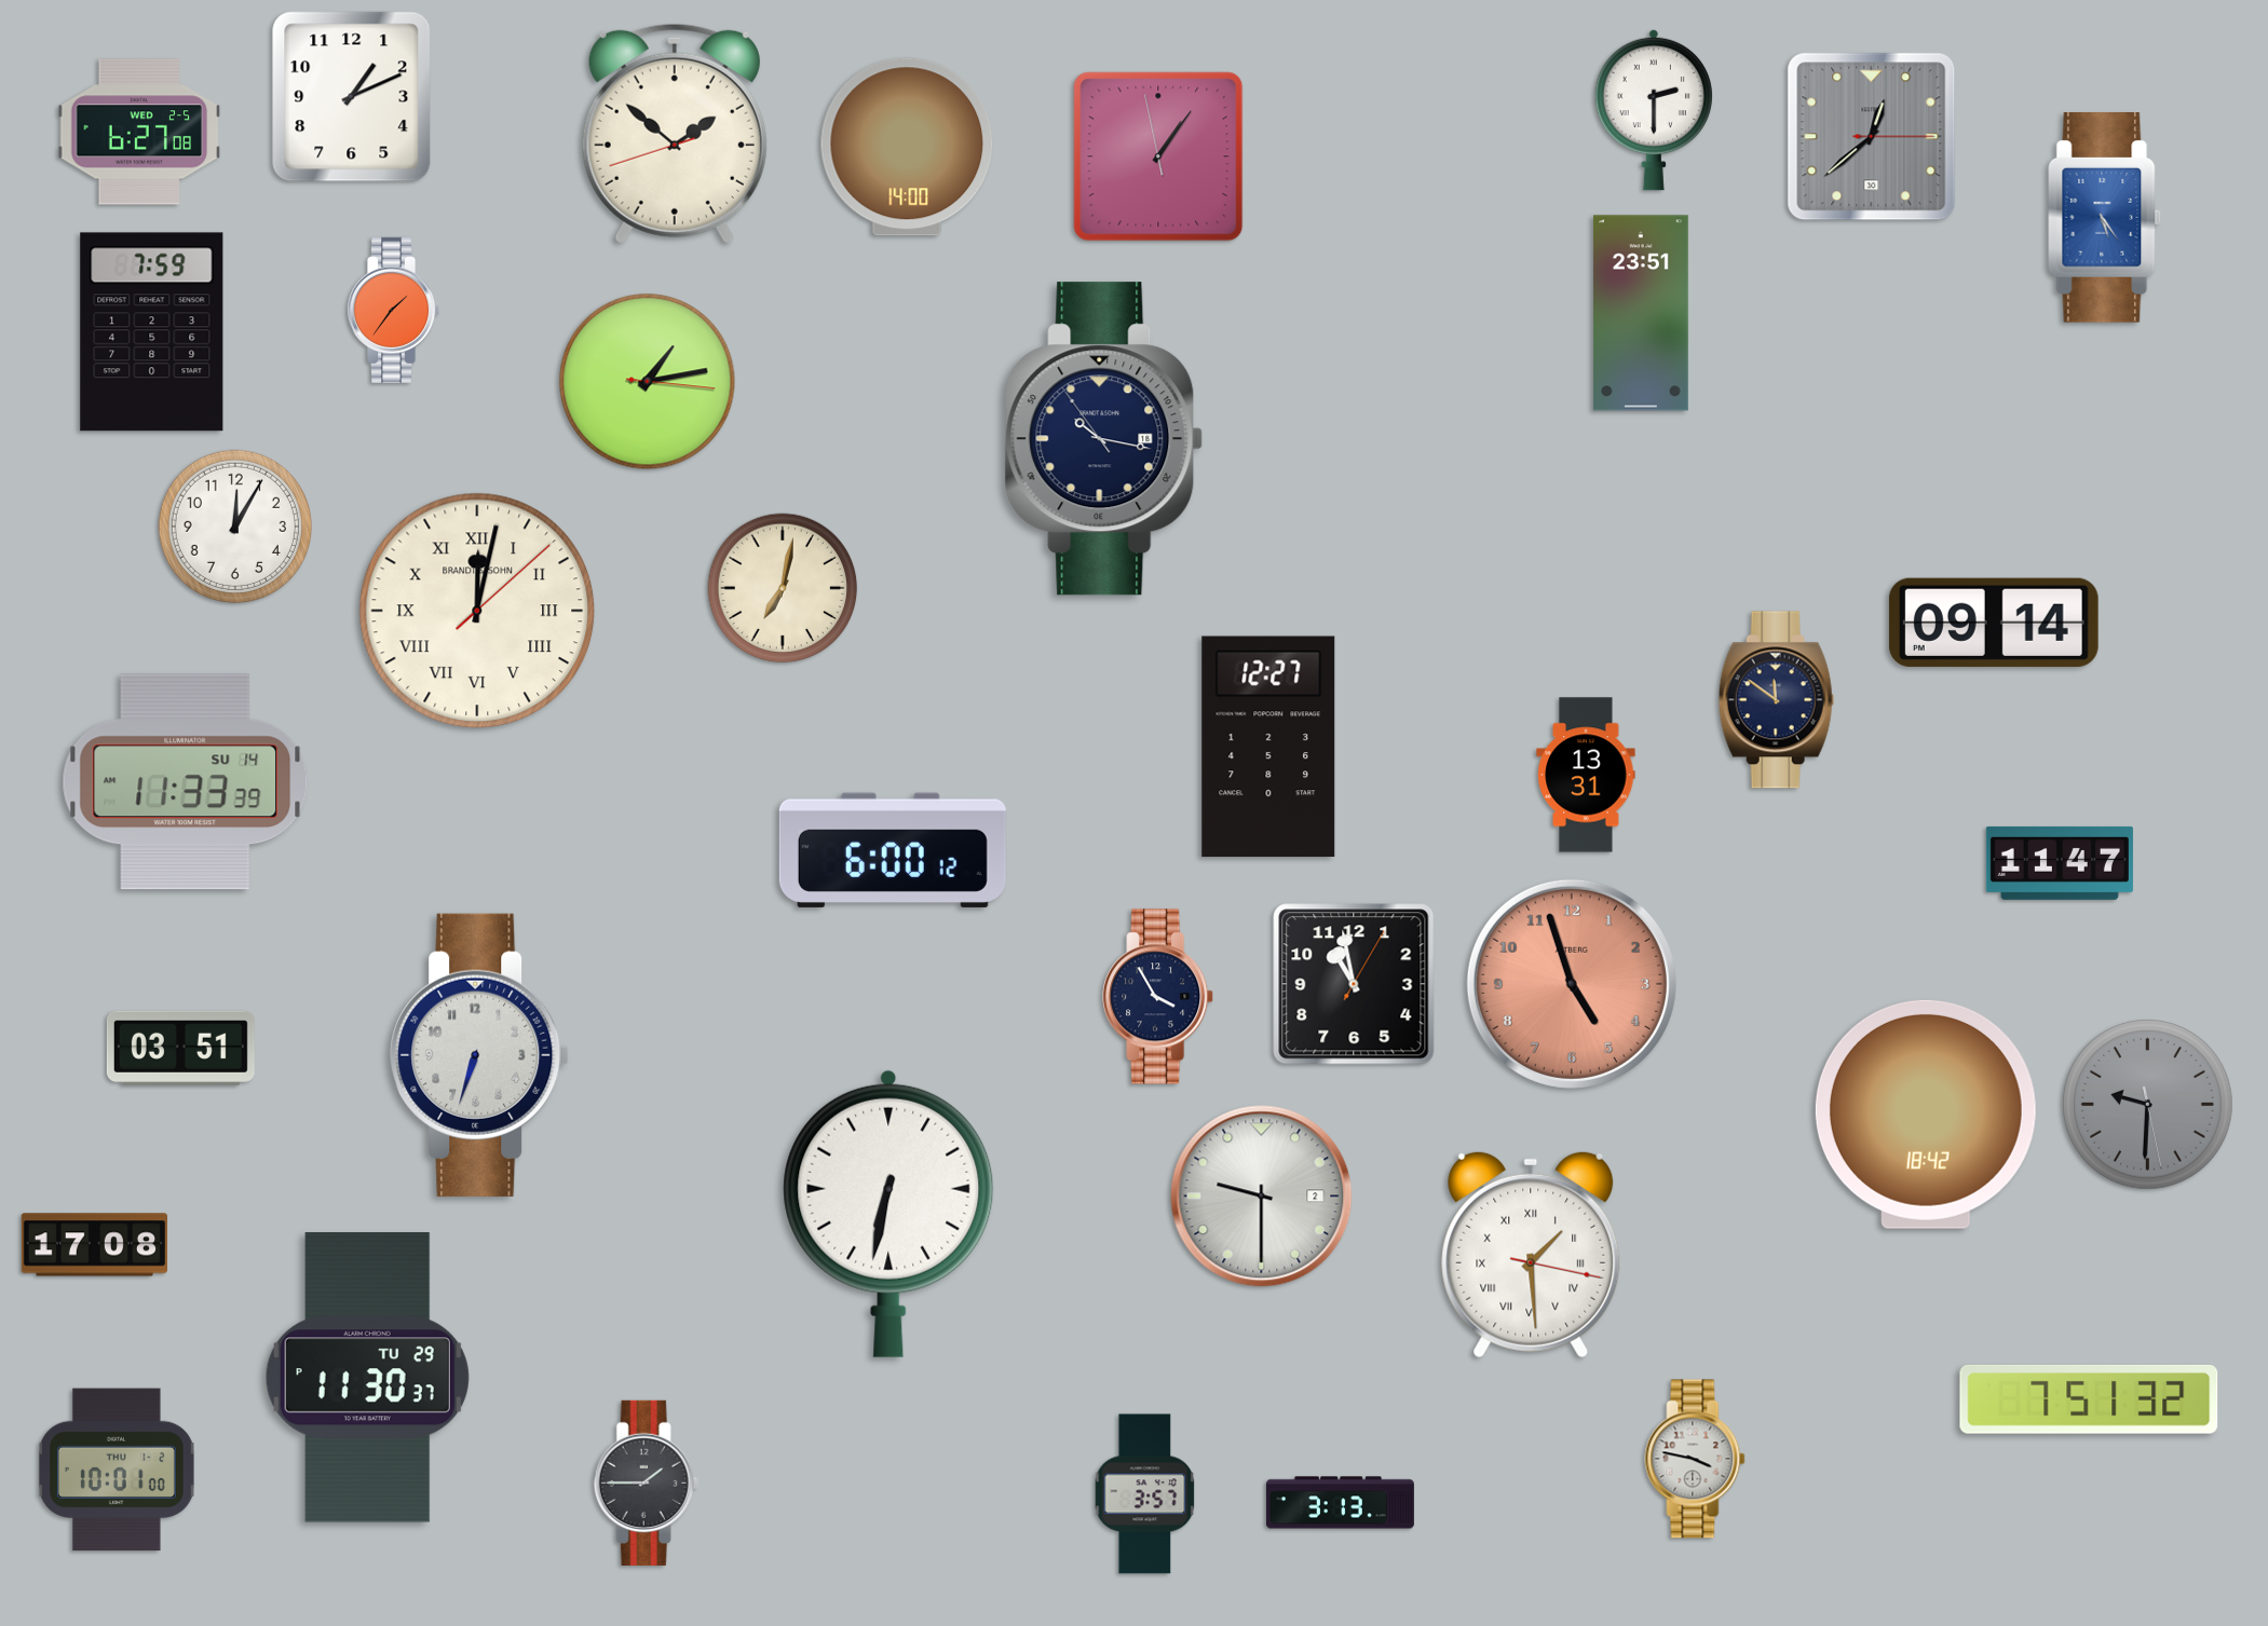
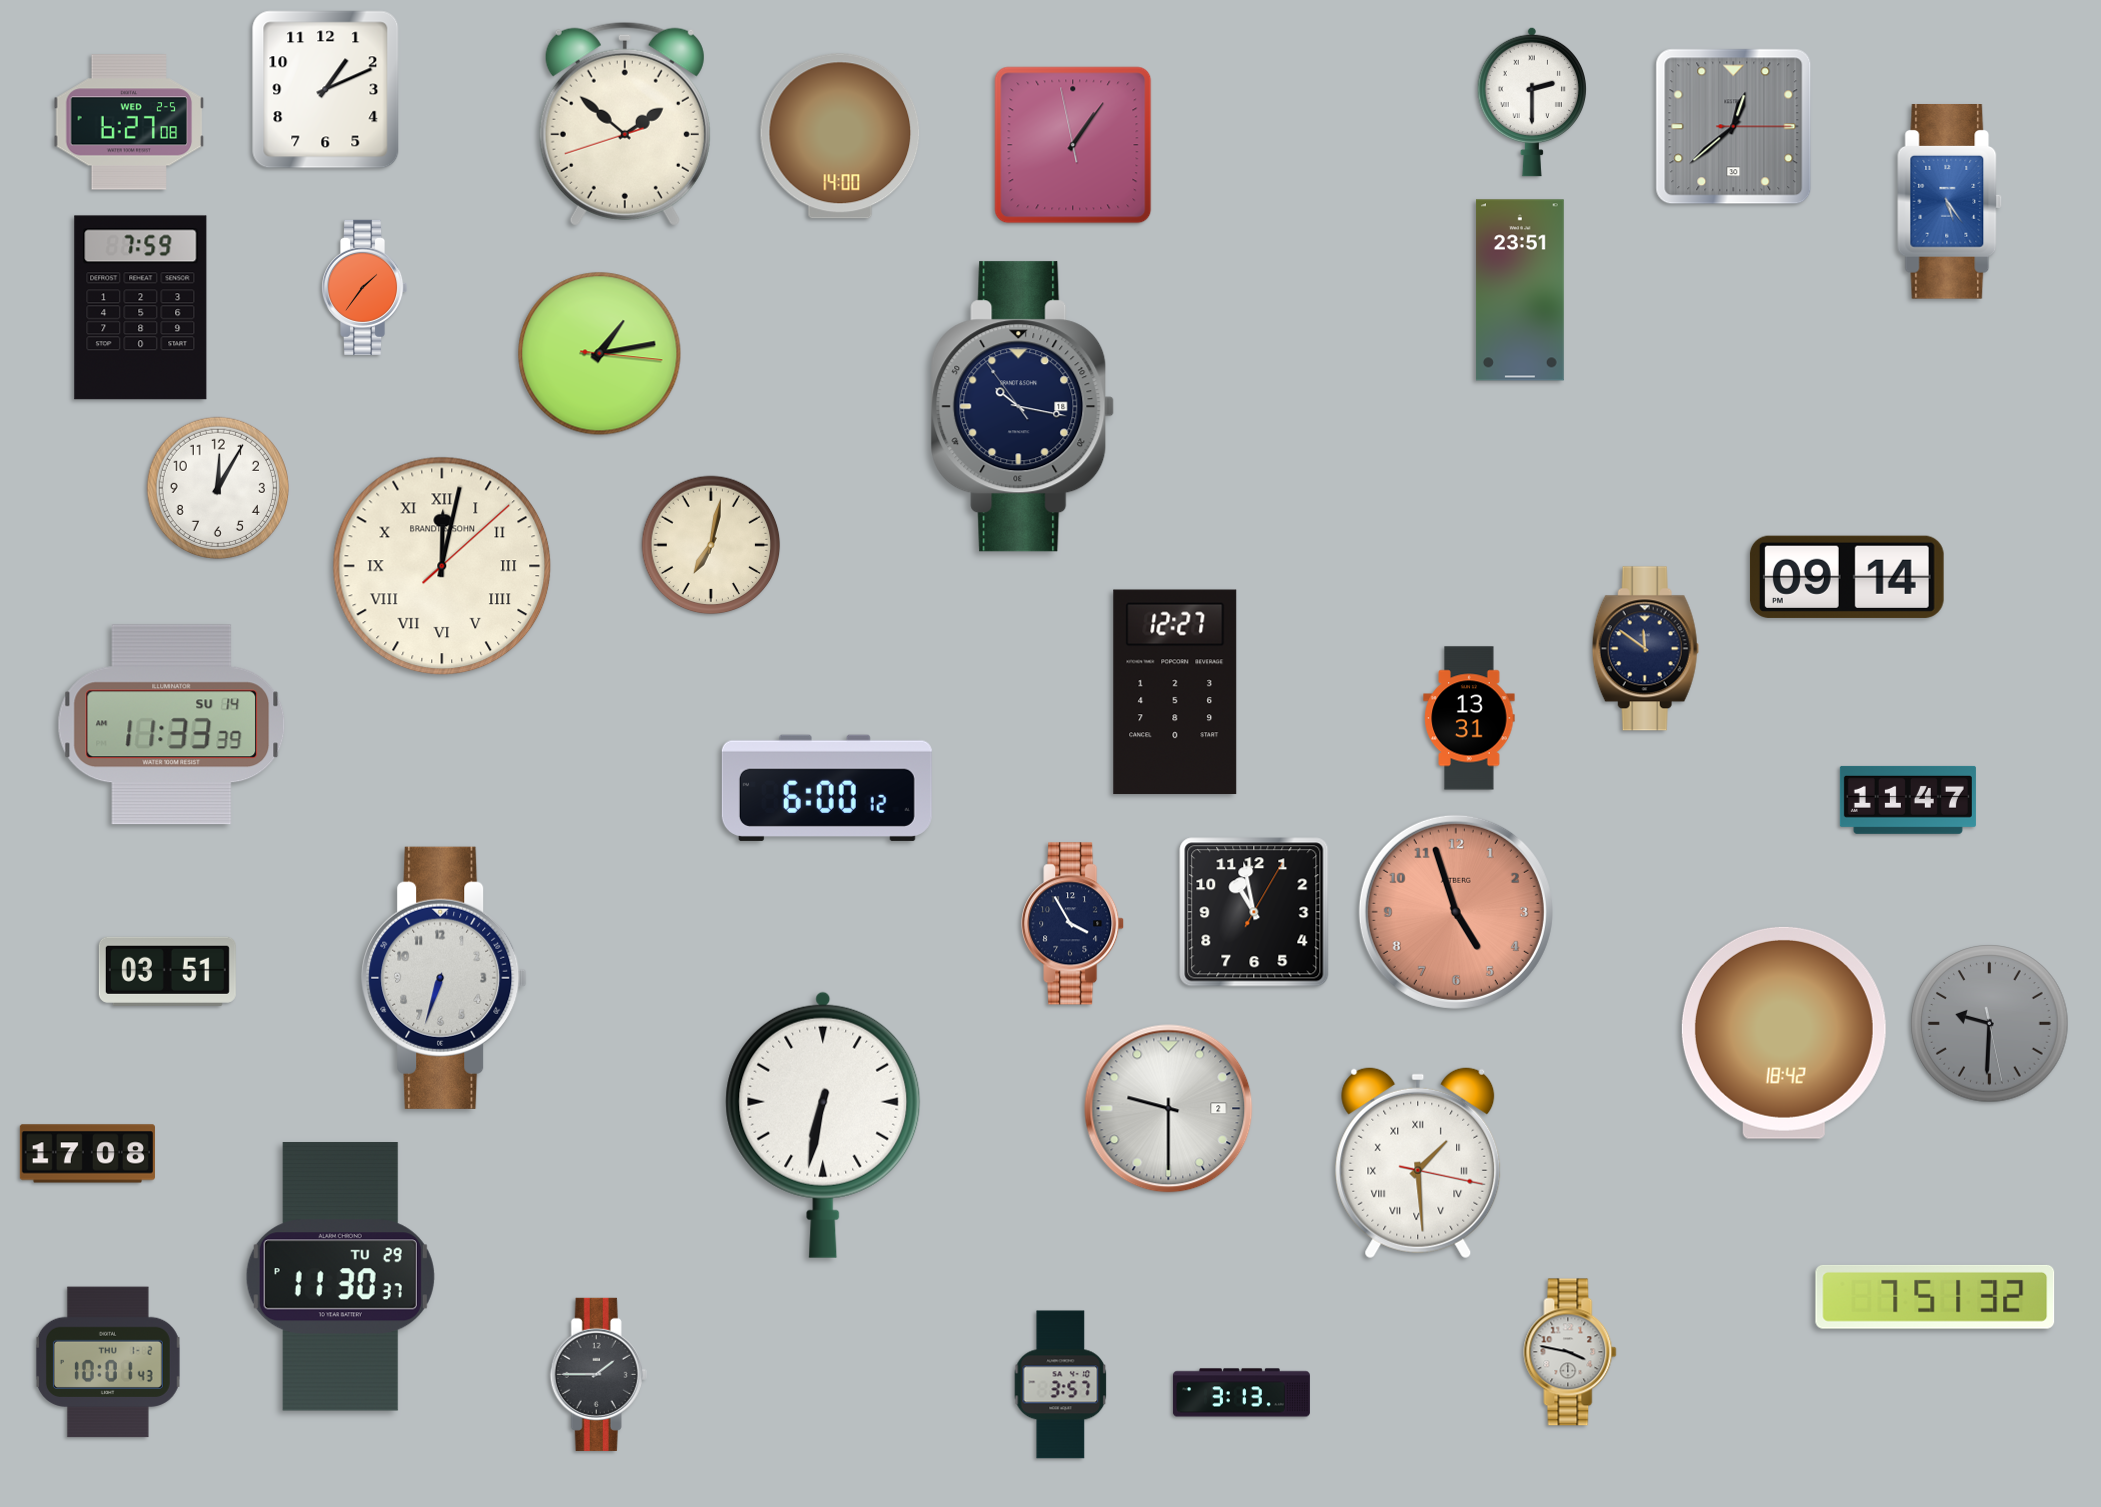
clock at (783, 588) position: (783, 588) -> (711, 545)
clock at (117, 1470): 10:01:00 -> 10:01:43
